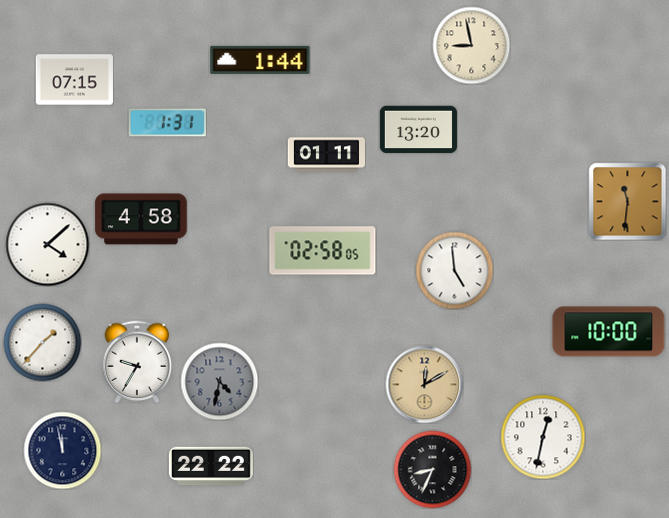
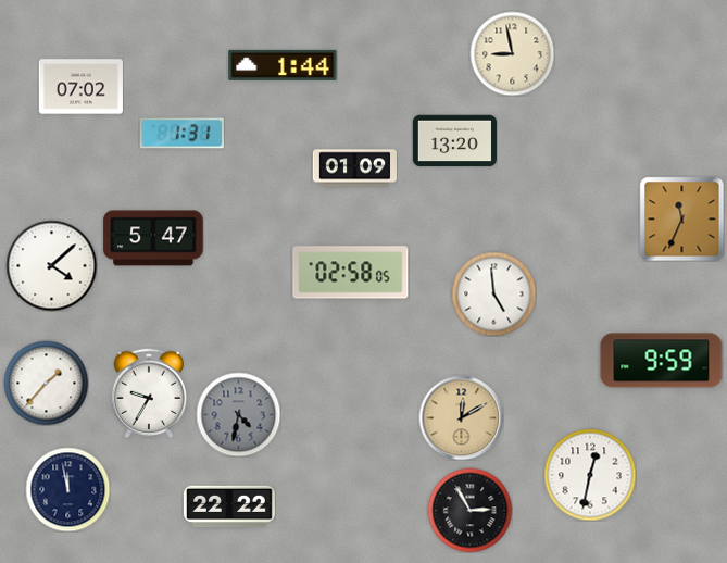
clock at (471, 45) position: (471, 45) -> (512, 53)
clock at (74, 80): 07:15 -> 07:02
clock at (326, 155): 01:11 -> 01:09
clock at (627, 201): 11:31 -> 11:34
clock at (141, 219): 4:58 -> 5:47
clock at (609, 332): 10:00 -> 9:59
clock at (42, 342) position: (42, 342) -> (46, 383)
clock at (432, 469): 8:34 -> 2:55
